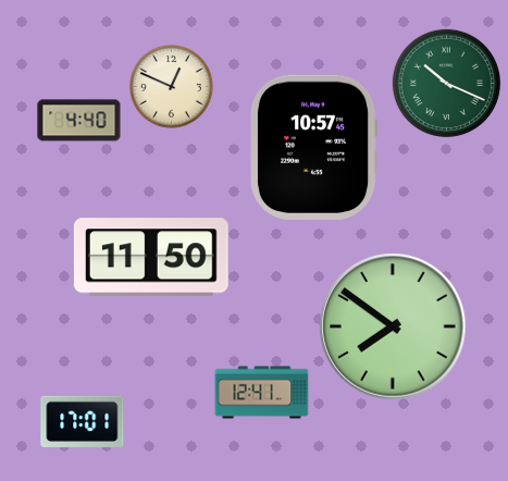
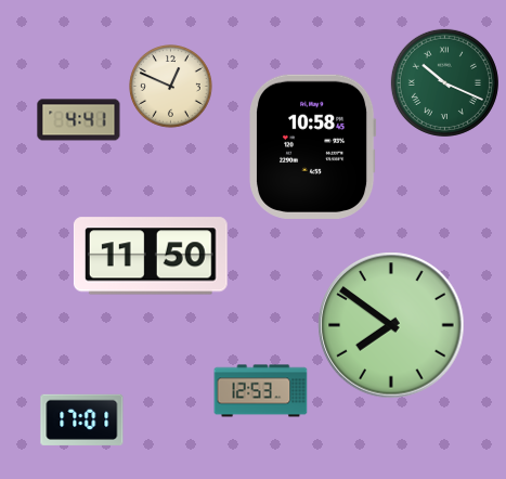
clock at (79, 121): 4:40 -> 4:41
clock at (314, 147): 10:57 -> 10:58
clock at (262, 393): 12:41 -> 12:53
